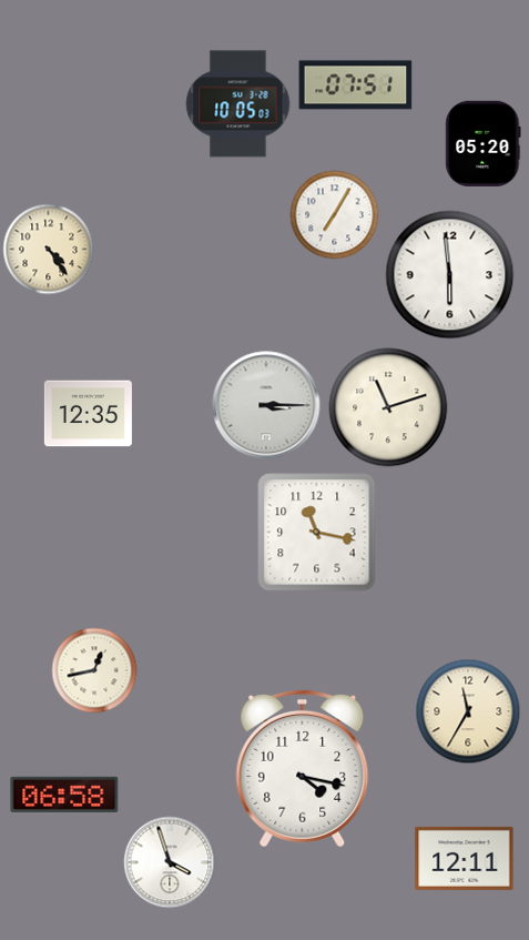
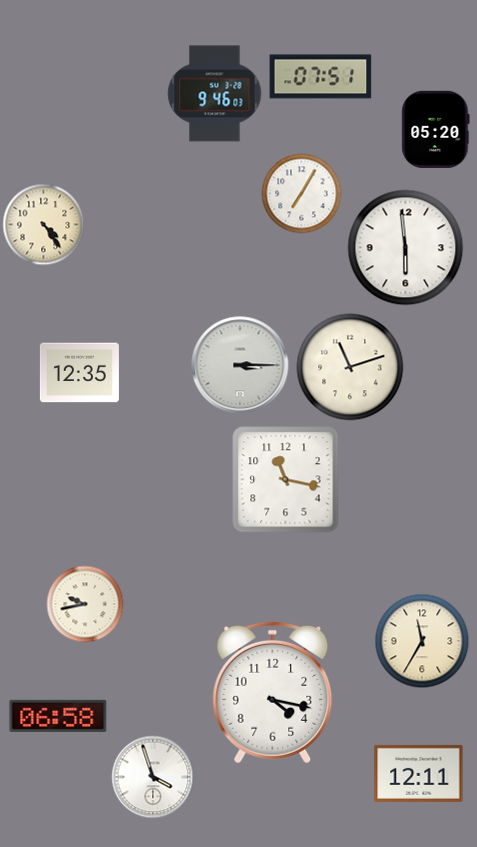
clock at (238, 104): 10:05 -> 9:46
clock at (94, 670): 12:43 -> 9:43
